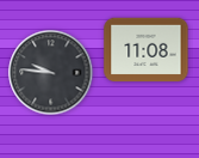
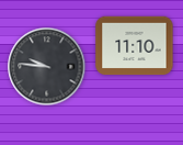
clock at (147, 50): 11:08 -> 11:10
